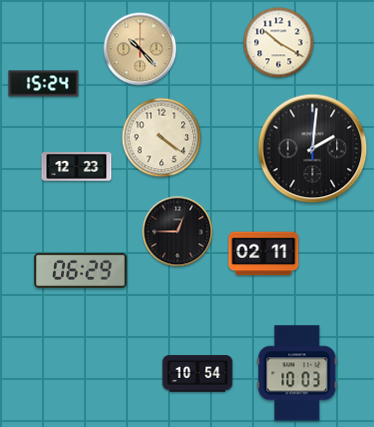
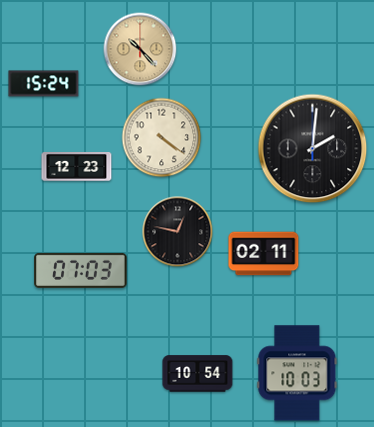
clock at (279, 43): 10:20 -> none
clock at (178, 232): 12:45 -> 12:47
clock at (81, 270): 06:29 -> 07:03
